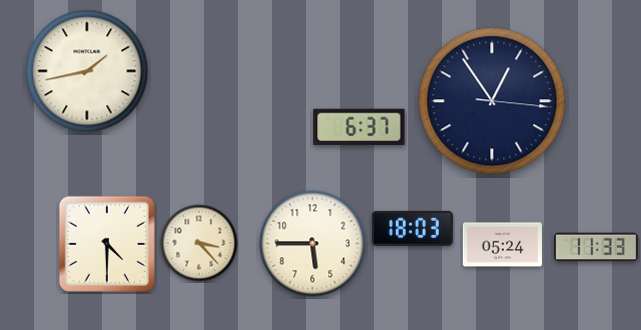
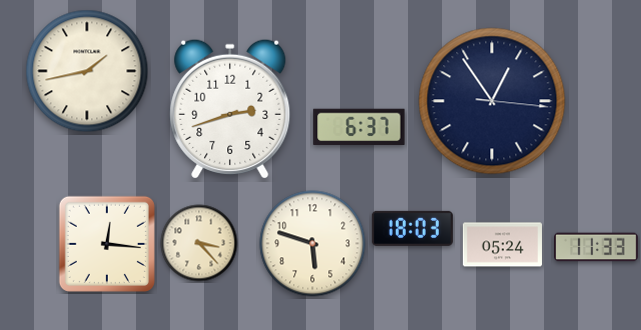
clock at (230, 109): none -> 2:42
clock at (107, 244): 4:30 -> 12:16
clock at (313, 244): 5:45 -> 5:48
